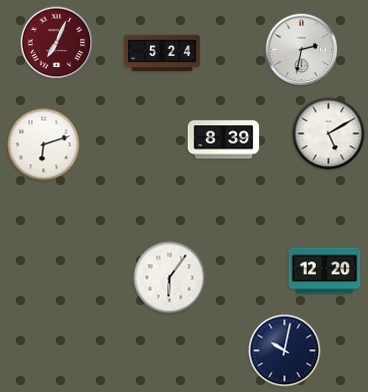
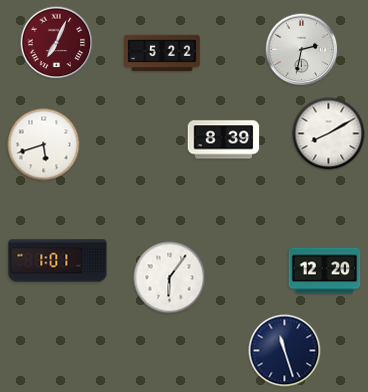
clock at (163, 53): 5:24 -> 5:22
clock at (329, 134): 5:10 -> 8:10
clock at (44, 145): 6:12 -> 5:42
clock at (58, 261): none -> 1:01
clock at (285, 351): 10:02 -> 11:27
